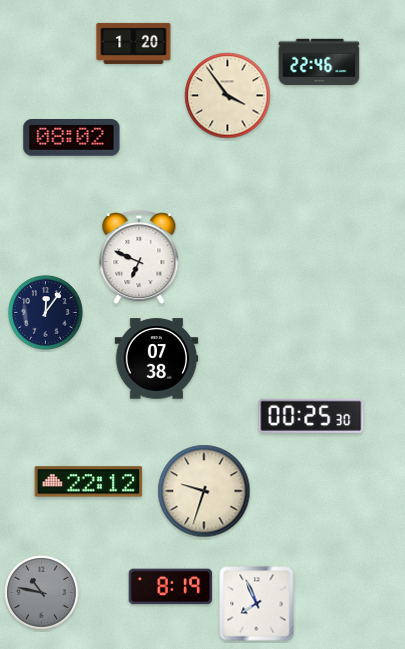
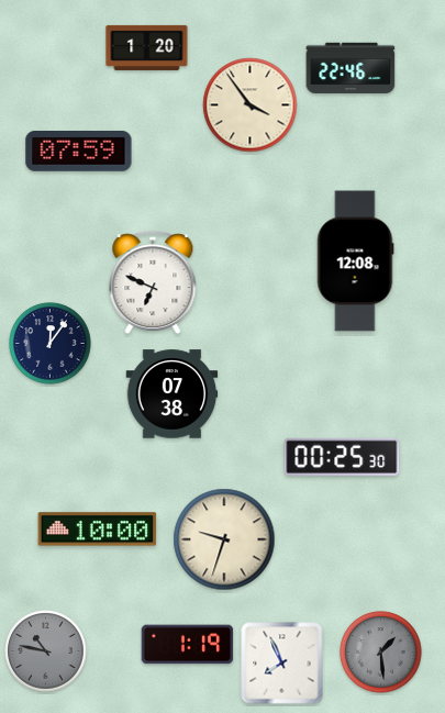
clock at (72, 138): 08:02 -> 07:59
clock at (355, 261): none -> 12:08
clock at (89, 482): 22:12 -> 10:00
clock at (171, 587): 8:19 -> 1:19
clock at (381, 653): none -> 1:29
